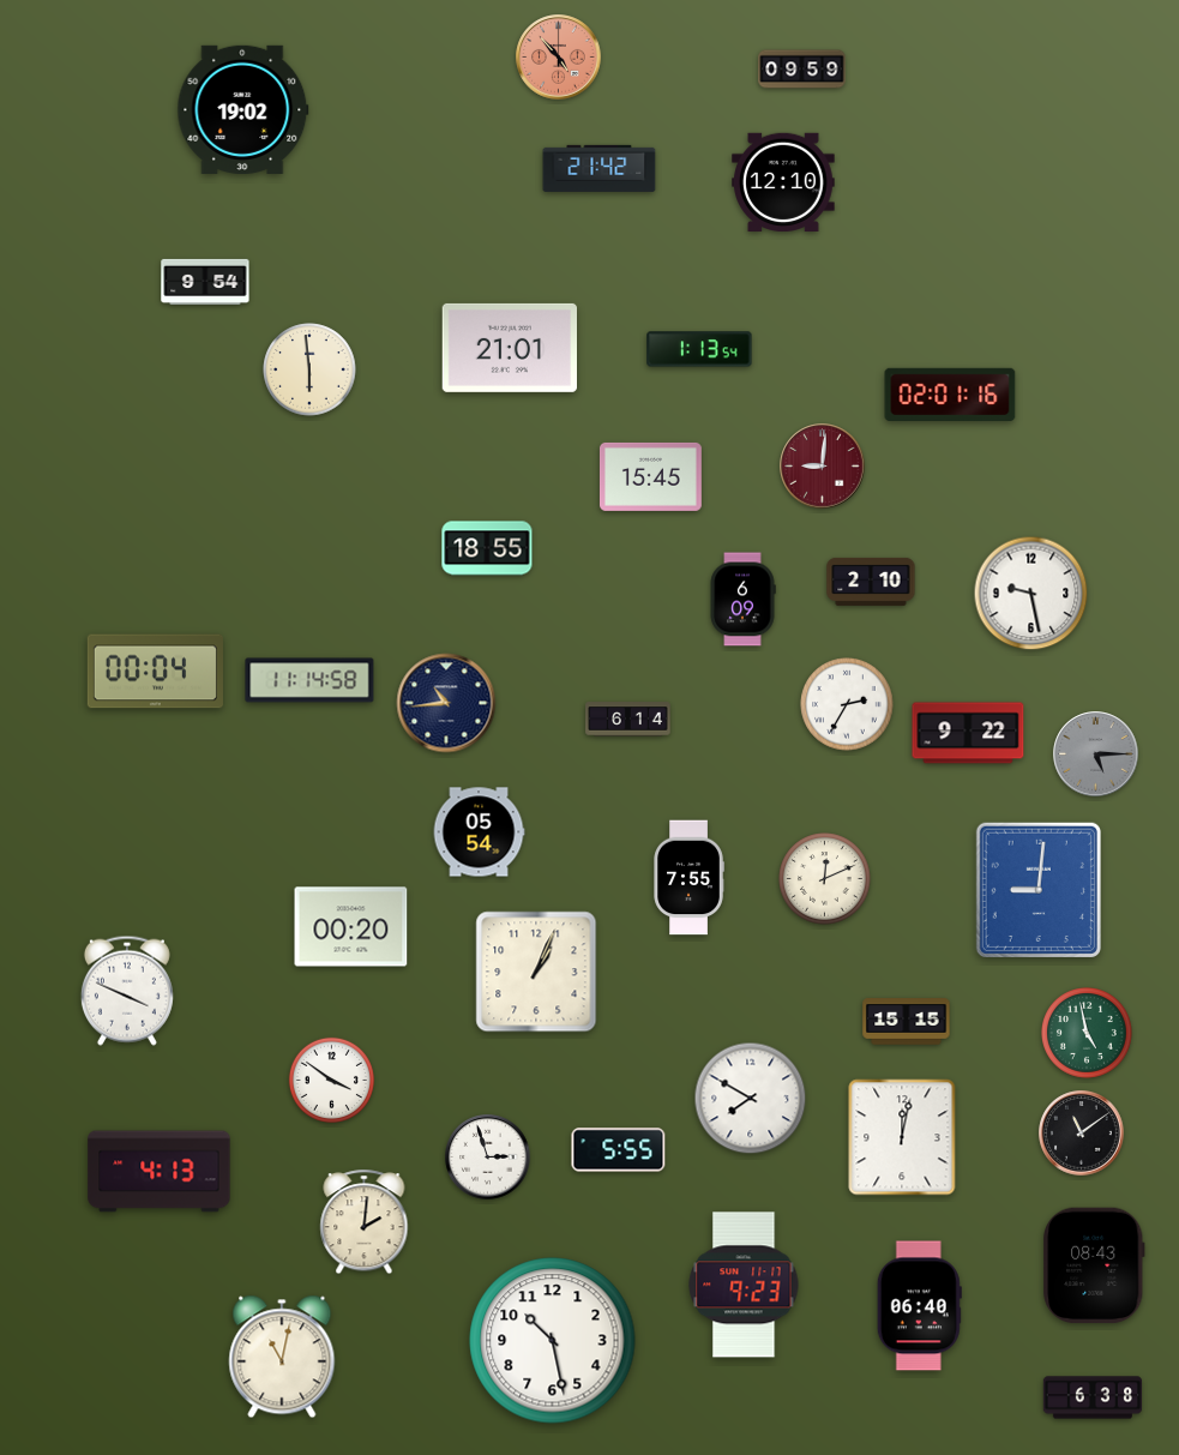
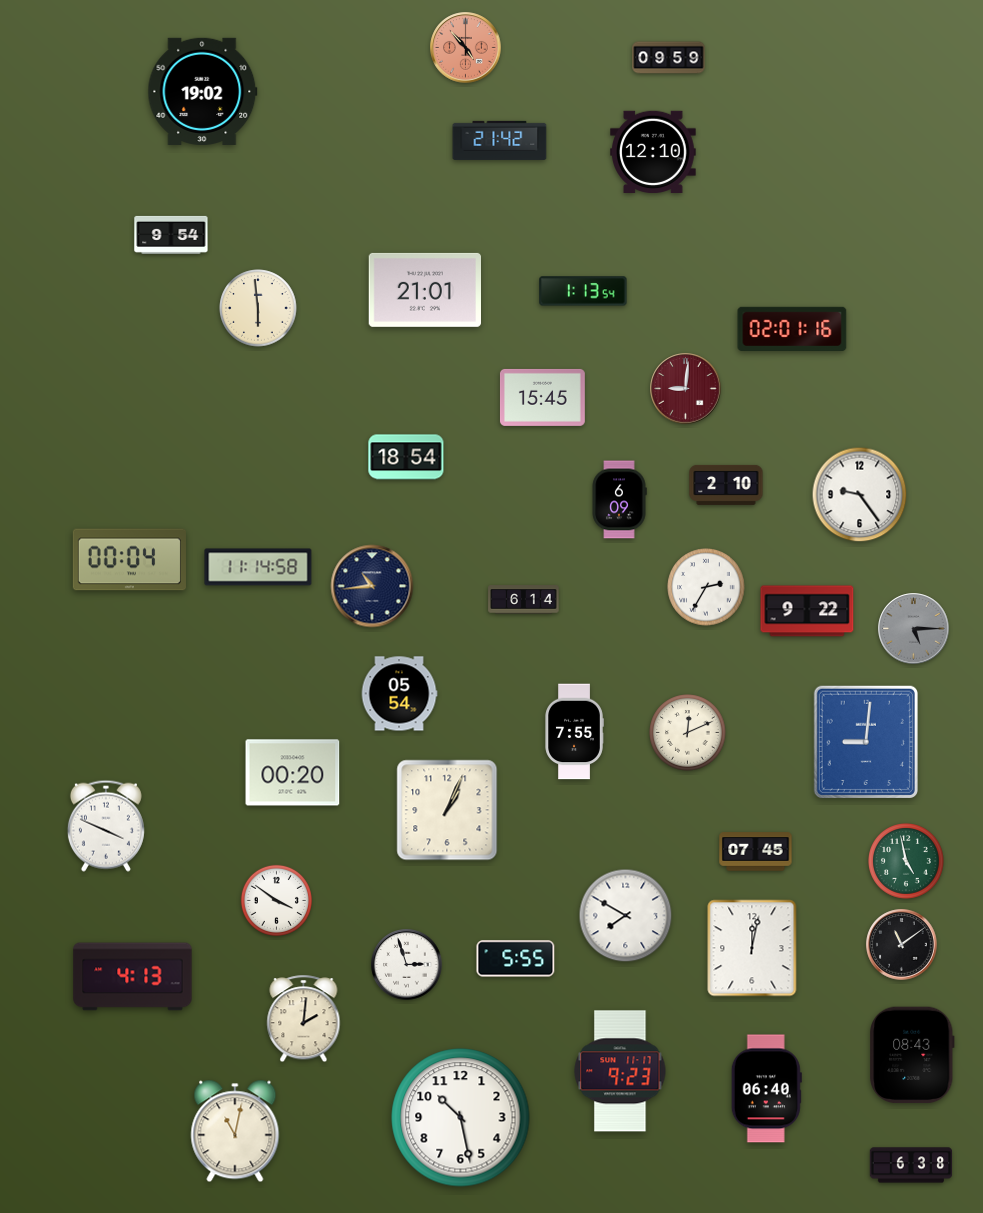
clock at (487, 548): 18:55 -> 18:54
clock at (1031, 594): 9:28 -> 9:24
clock at (907, 1022): 15:15 -> 07:45
